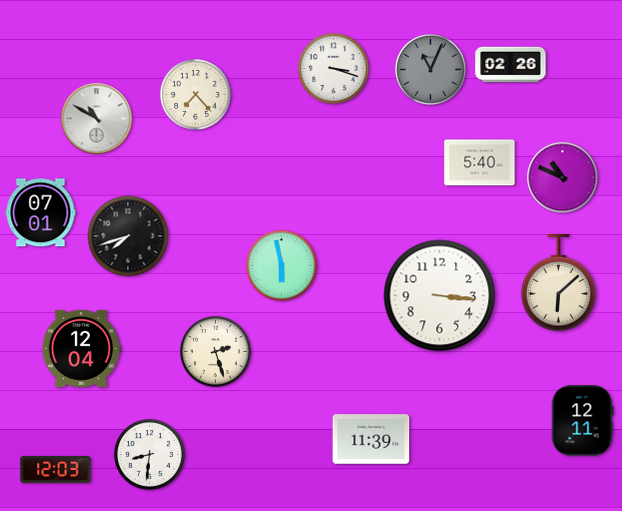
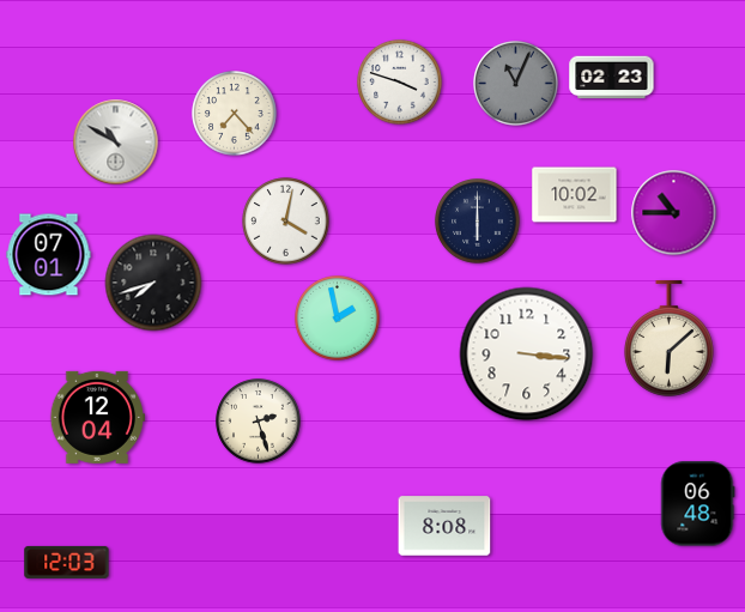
clock at (511, 65): 02:26 -> 02:23
clock at (334, 69): 3:18 -> 3:48
clock at (480, 163): 5:40 -> 10:02
clock at (563, 178): 10:49 -> 10:45
clock at (286, 222): none -> 4:02
clock at (478, 222): none -> 6:00
clock at (282, 266): 5:58 -> 1:58
clock at (583, 421): 12:11 -> 06:48
clock at (371, 439): 11:39 -> 8:08
clock at (150, 455): 8:31 -> none
